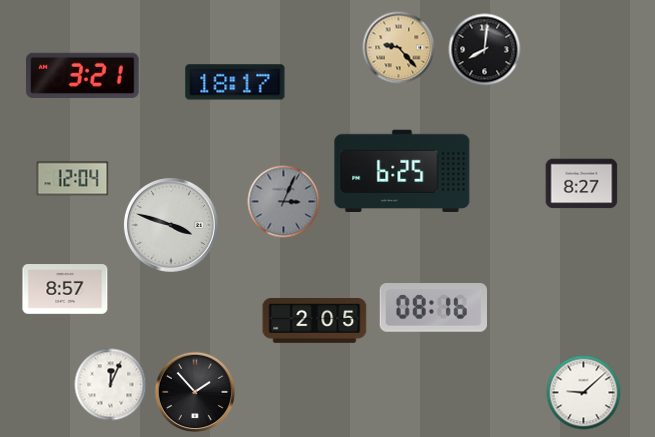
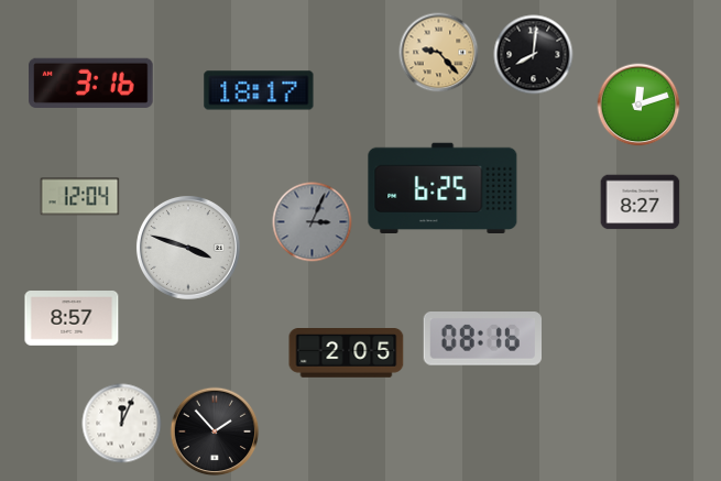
clock at (83, 75): 3:21 -> 3:16
clock at (638, 105): none -> 12:12
clock at (433, 308) position: (433, 308) -> (482, 339)
clock at (584, 393): 9:08 -> none
